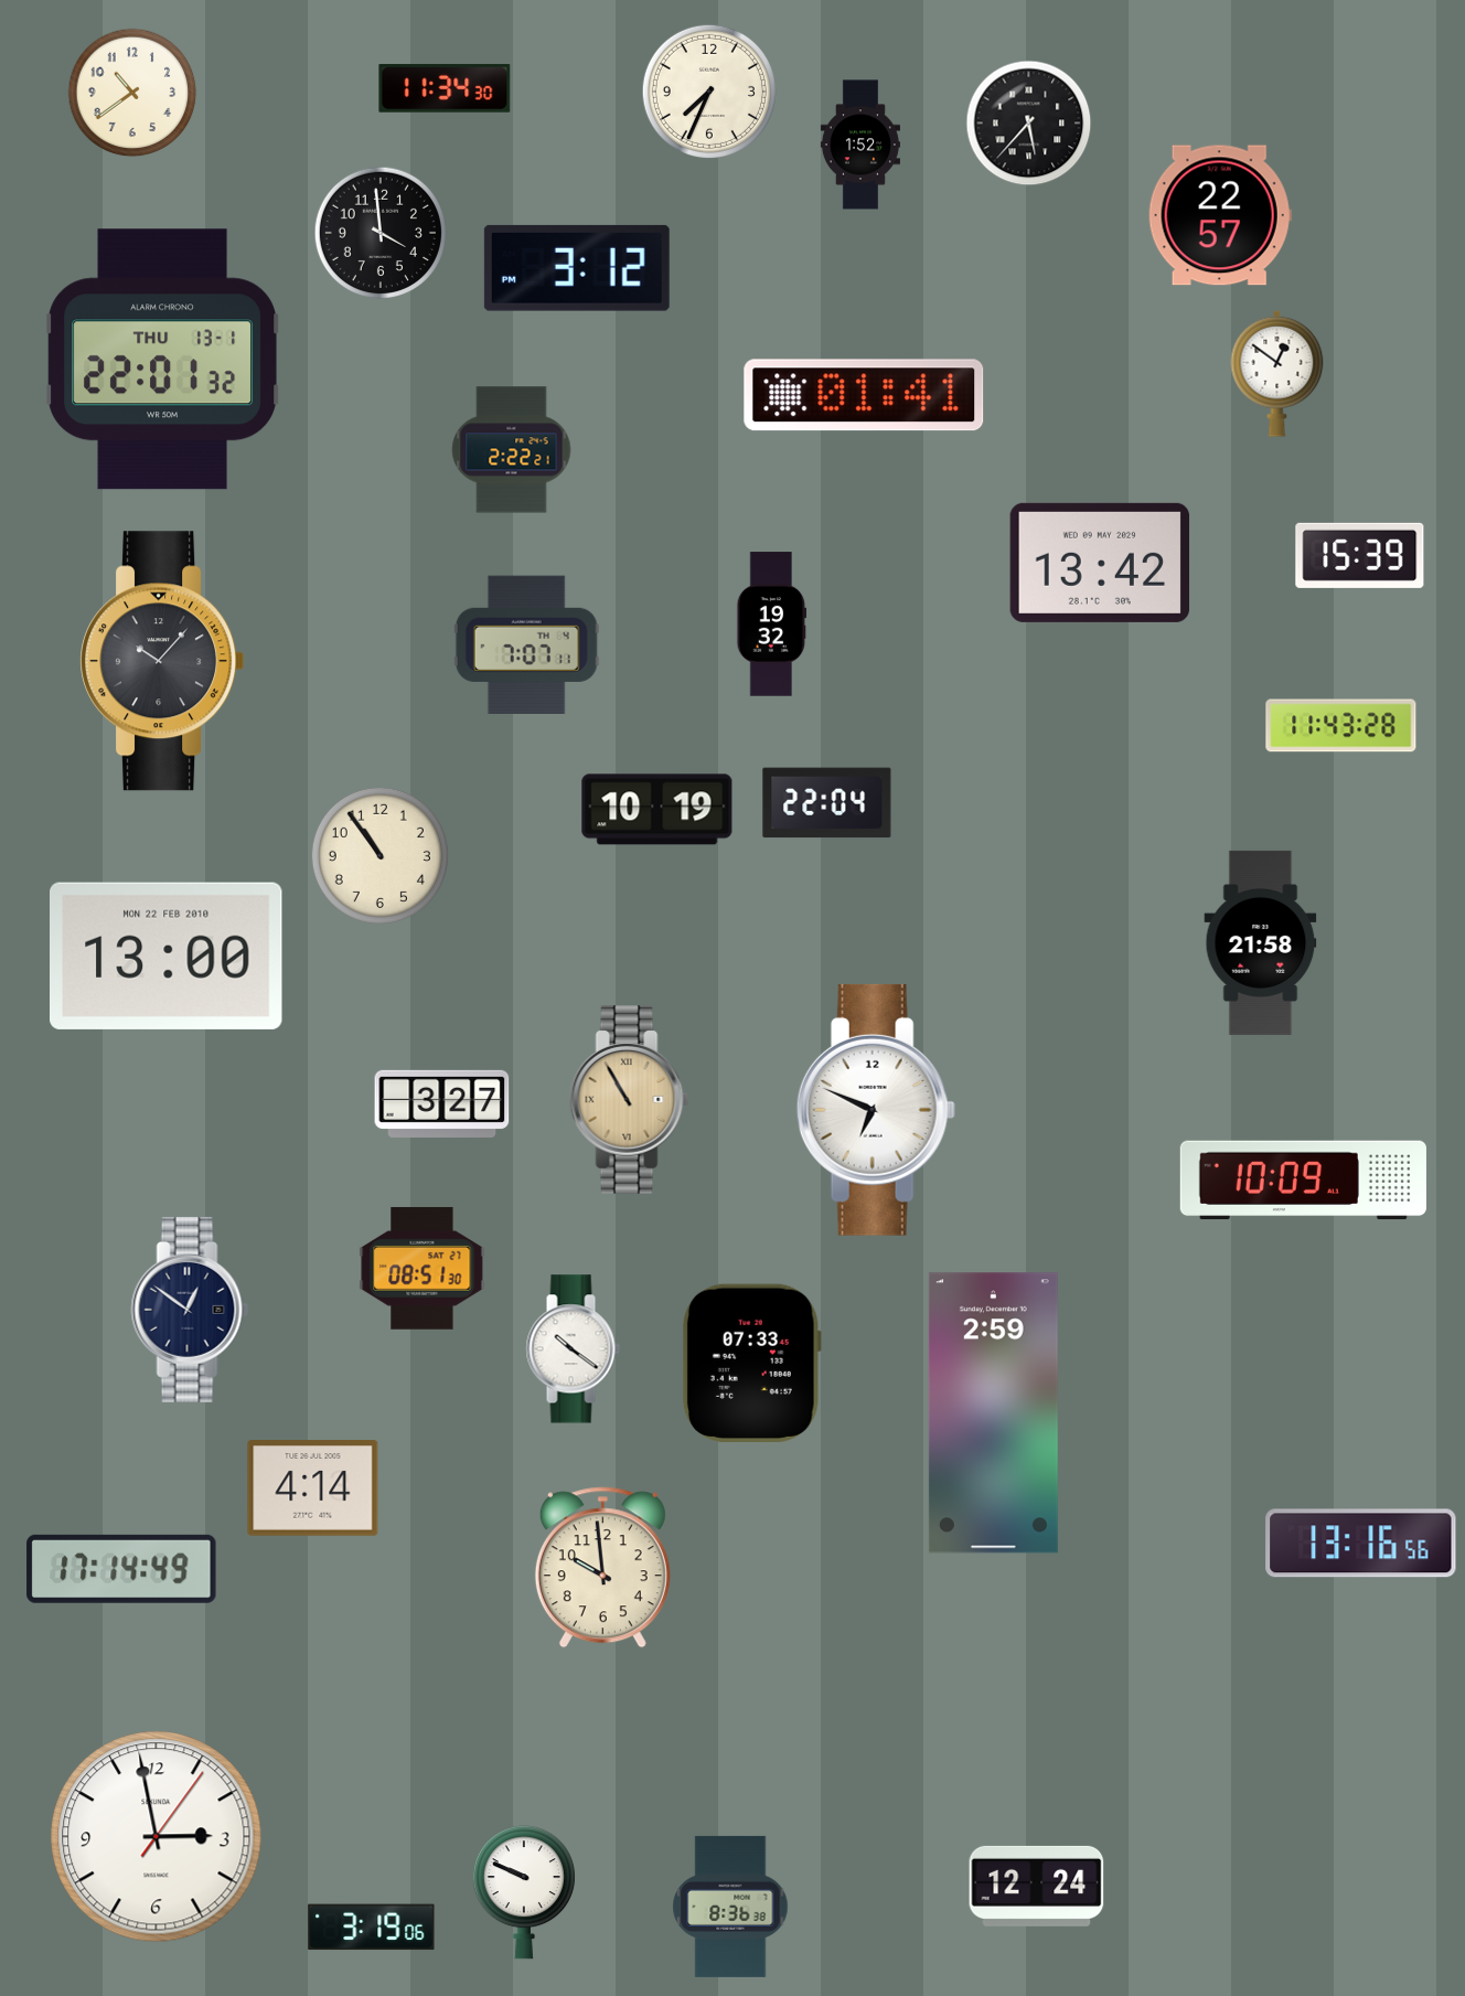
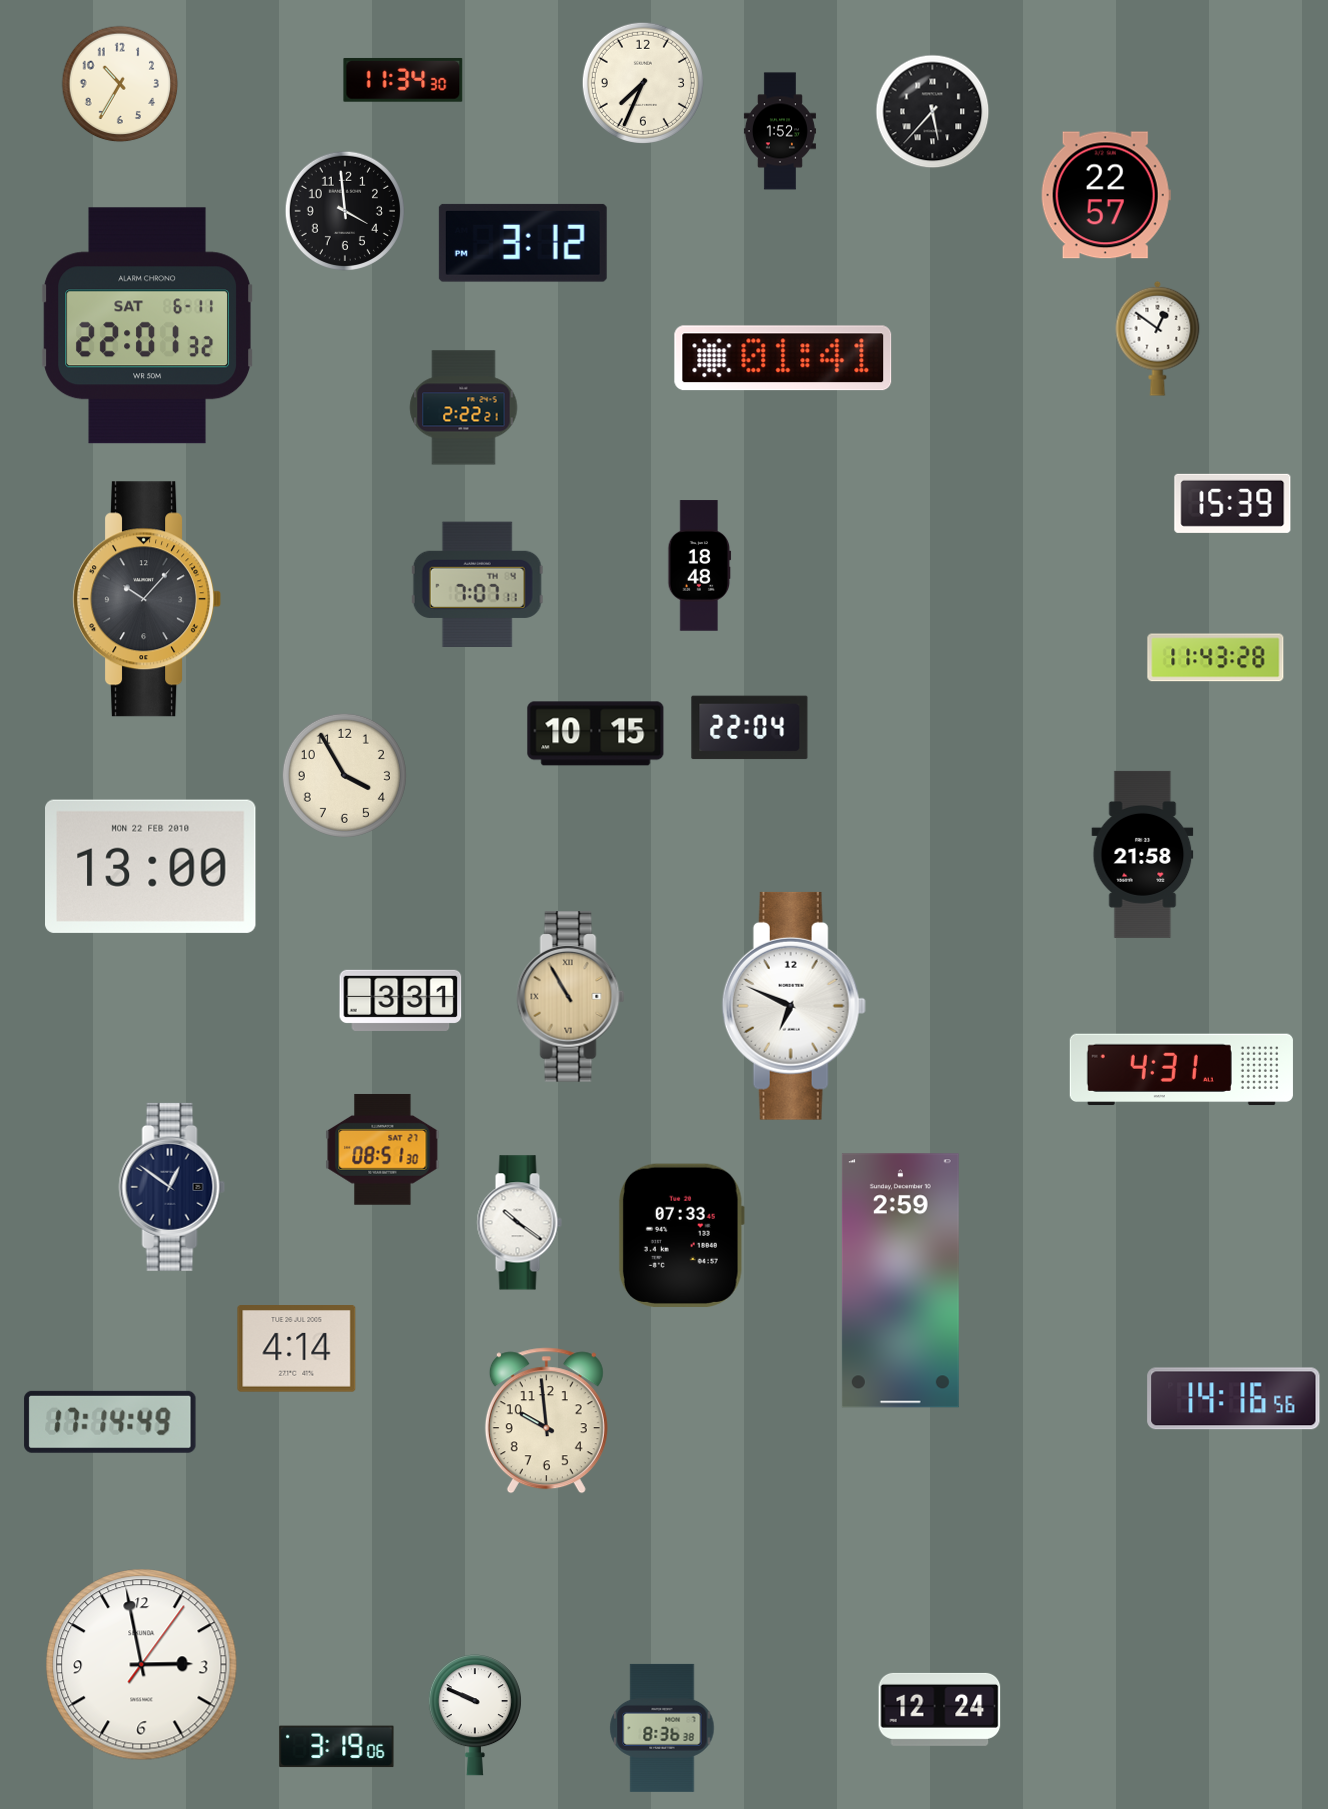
clock at (132, 93): 10:39 -> 10:35
clock at (162, 360) date: THU 13-1 -> SAT 6-11
clock at (1100, 563): 13:42 -> none
clock at (772, 625): 19:32 -> 18:48
clock at (657, 810): 10:19 -> 10:15
clock at (379, 855): 10:54 -> 3:55
clock at (442, 1103): 3:27 -> 3:31
clock at (1303, 1181): 10:09 -> 4:31
clock at (313, 1488) position: (313, 1488) -> (297, 1349)
clock at (1361, 1544): 13:16 -> 14:16
